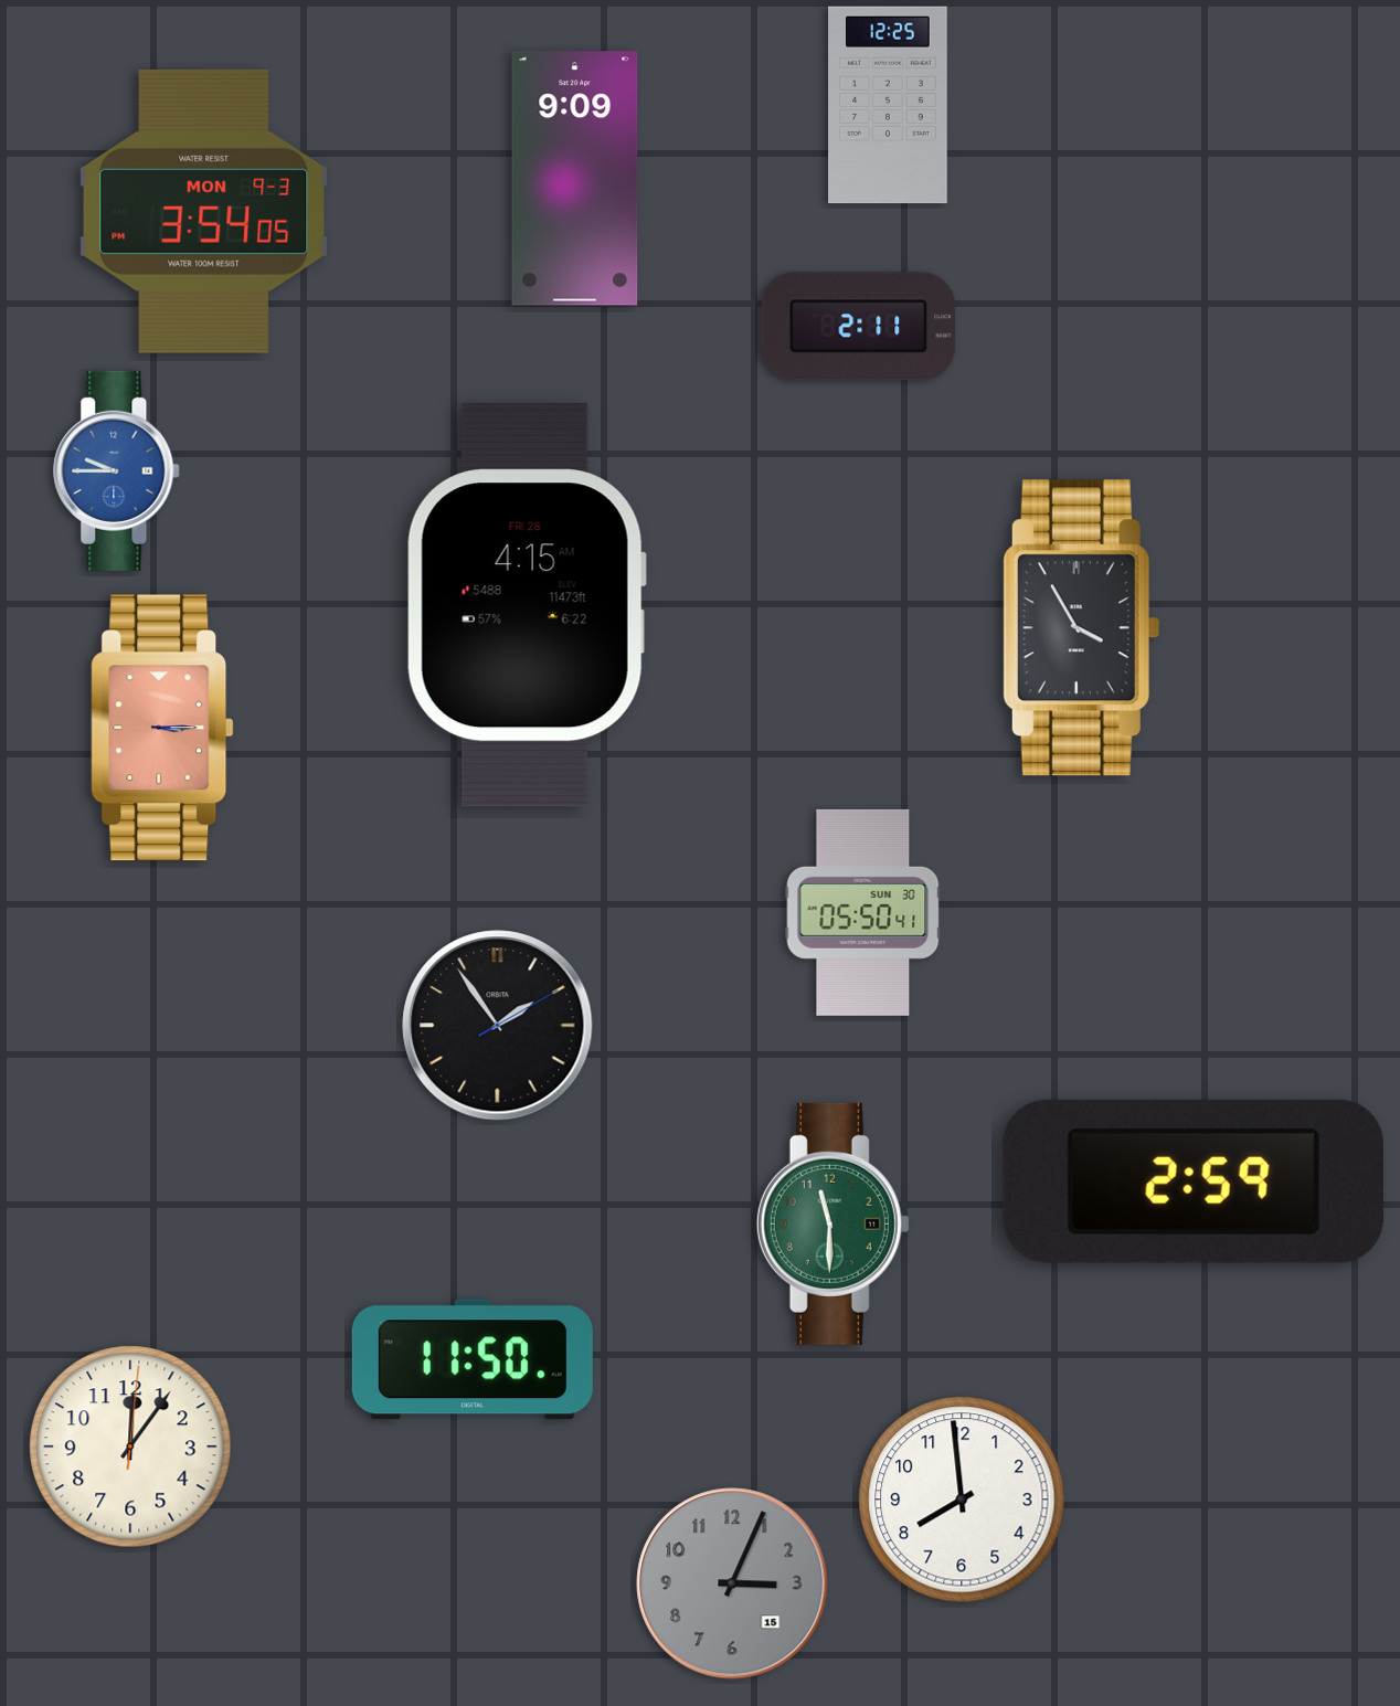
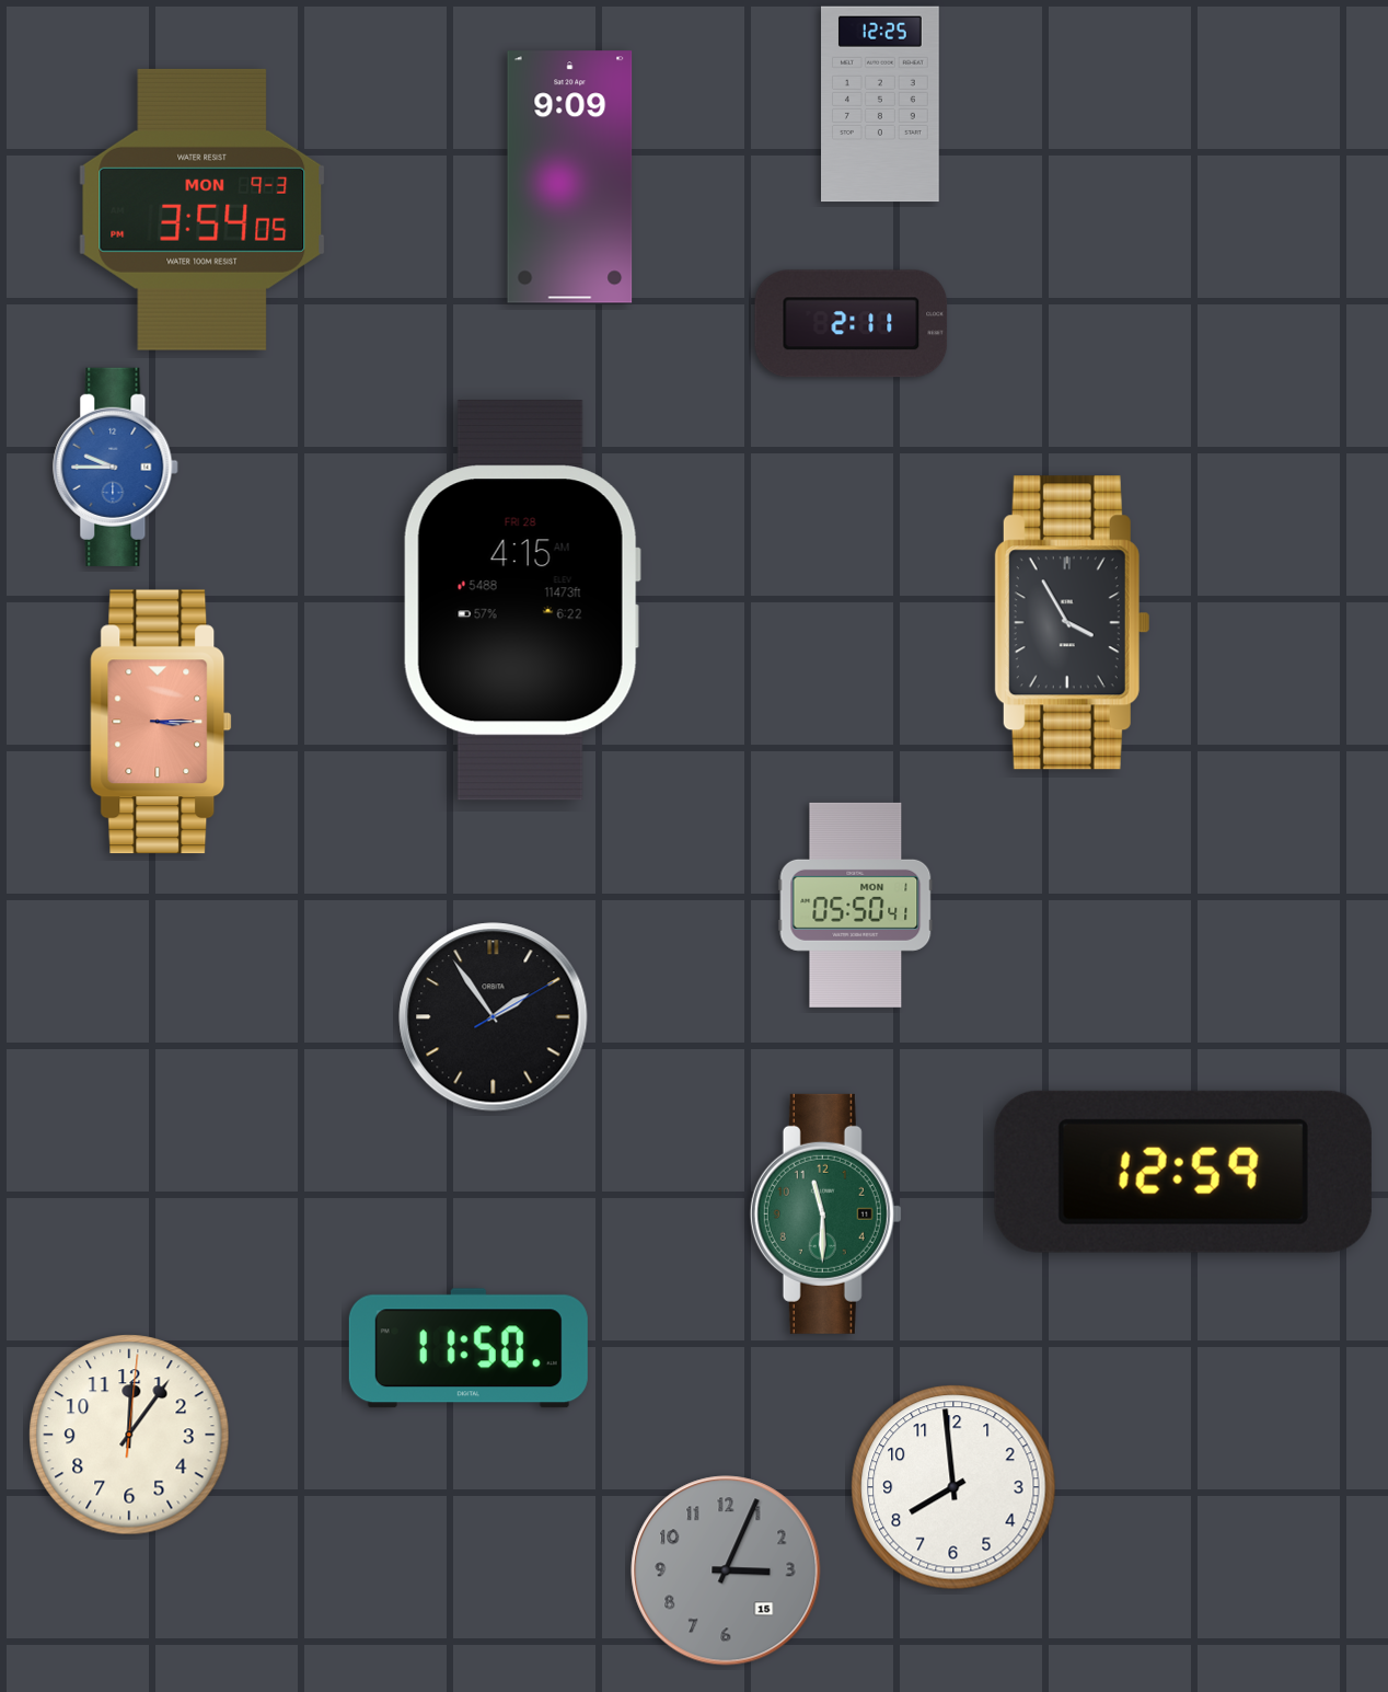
clock at (863, 912) date: SUN 30 -> MON 1
clock at (1194, 1182): 2:59 -> 12:59
